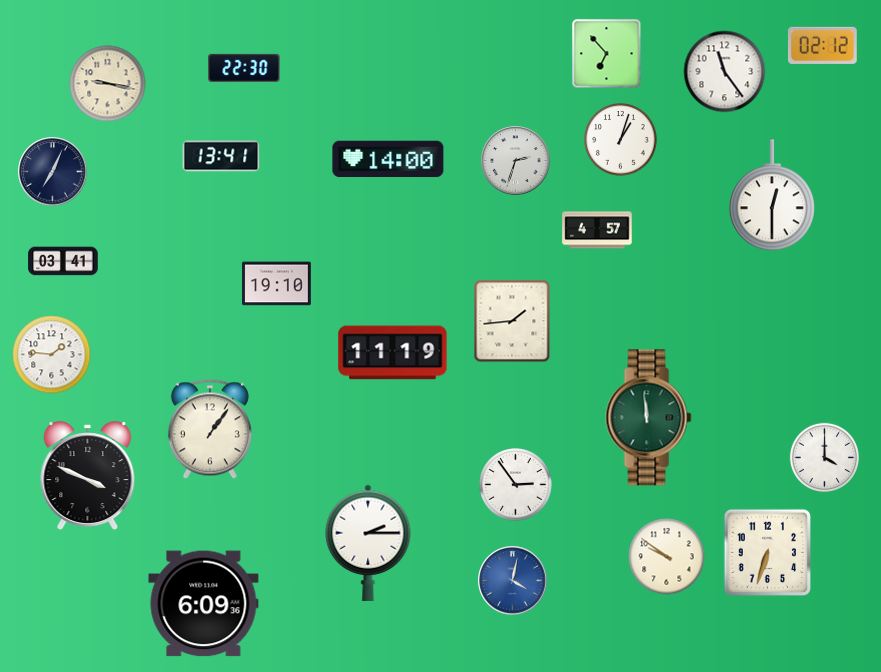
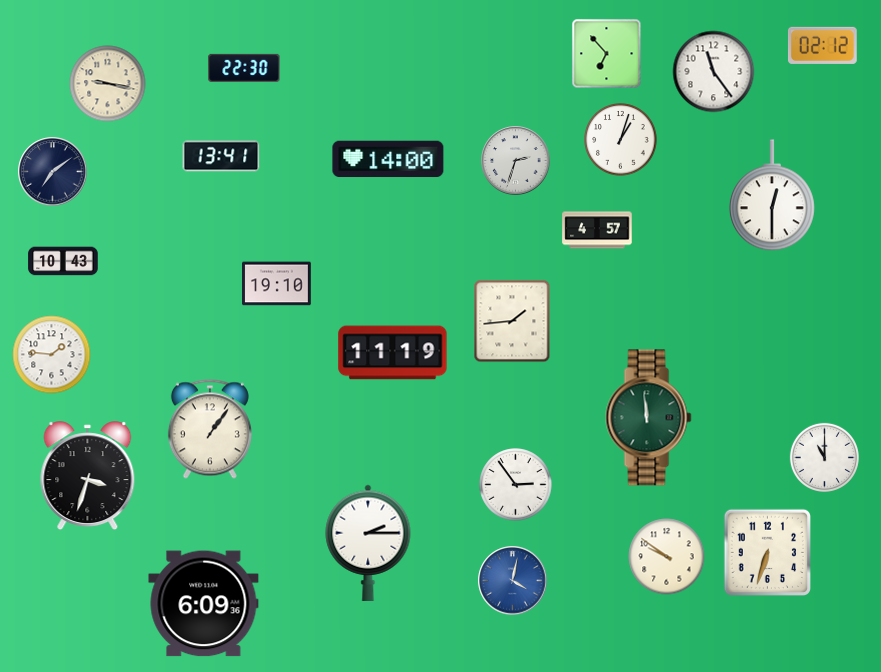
clock at (725, 72) position: (725, 72) -> (714, 72)
clock at (53, 172): 7:04 -> 7:09
clock at (63, 261): 03:41 -> 10:43
clock at (824, 457): 4:00 -> 11:00
clock at (88, 476): 3:49 -> 3:33
